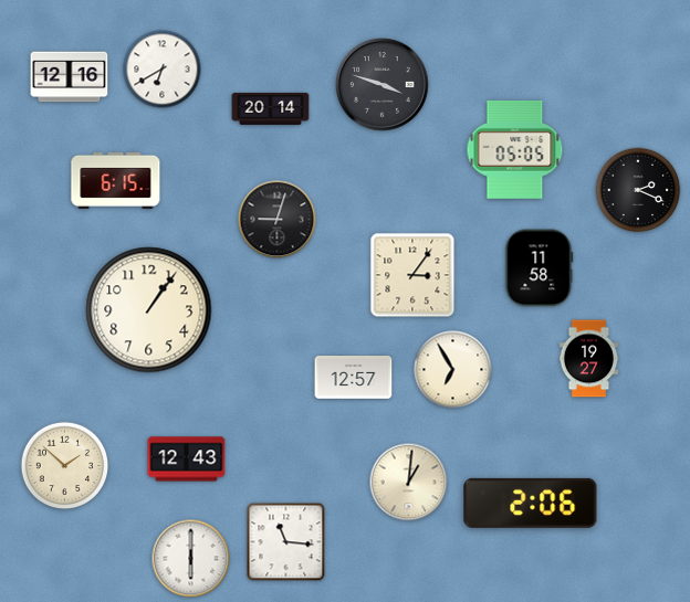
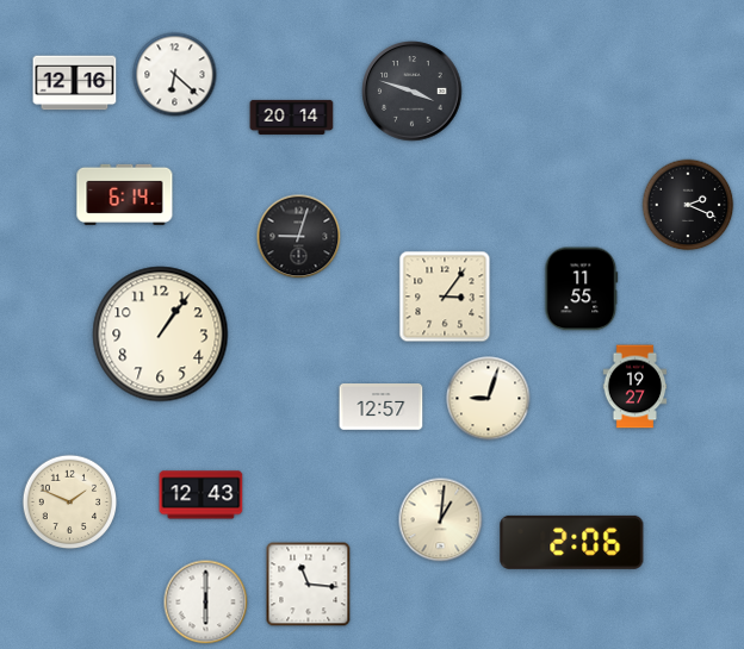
clock at (163, 70): 6:40 -> 6:22
clock at (515, 149): 05:05 -> none
clock at (116, 180): 6:15 -> 6:14
clock at (540, 268): 11:58 -> 11:55
clock at (453, 370): 6:55 -> 9:03
clock at (65, 466): 1:52 -> 1:49
